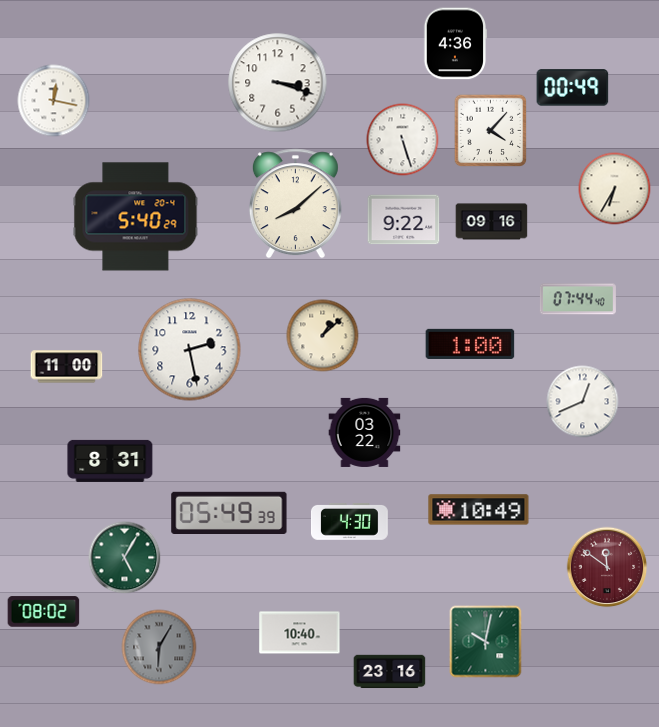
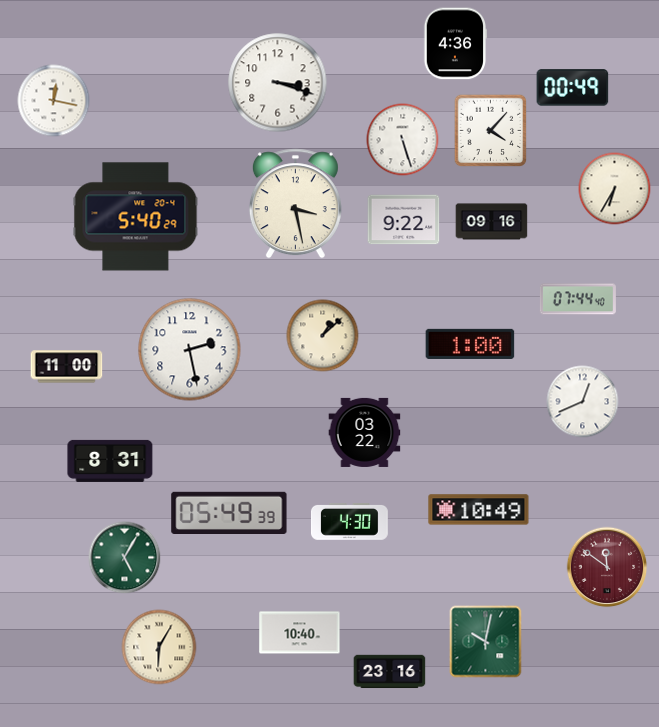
clock at (295, 204): 8:08 -> 3:28
clock at (44, 612): 08:02 -> none
clock at (159, 647) dial: grey -> cream
